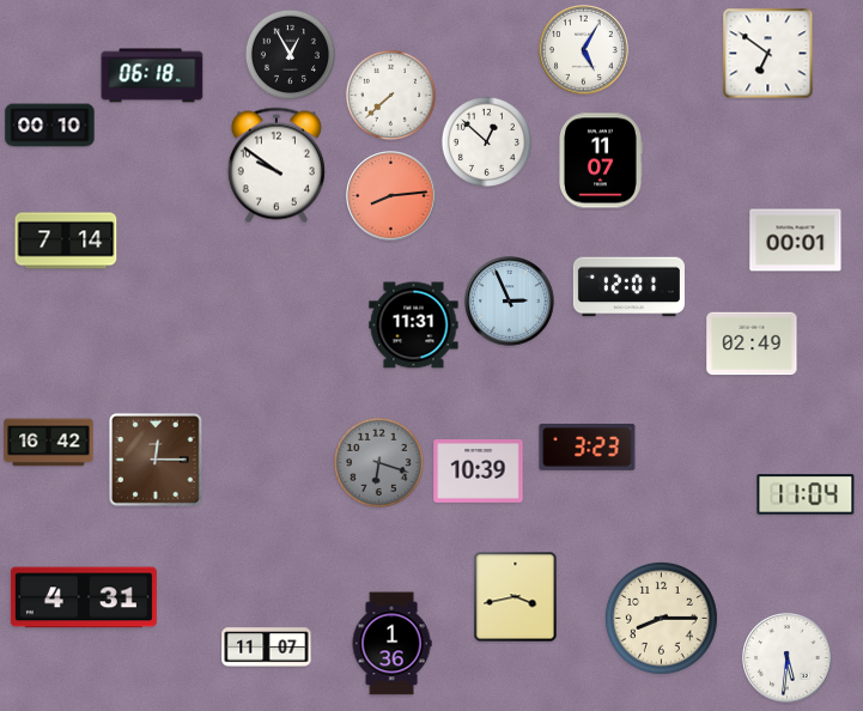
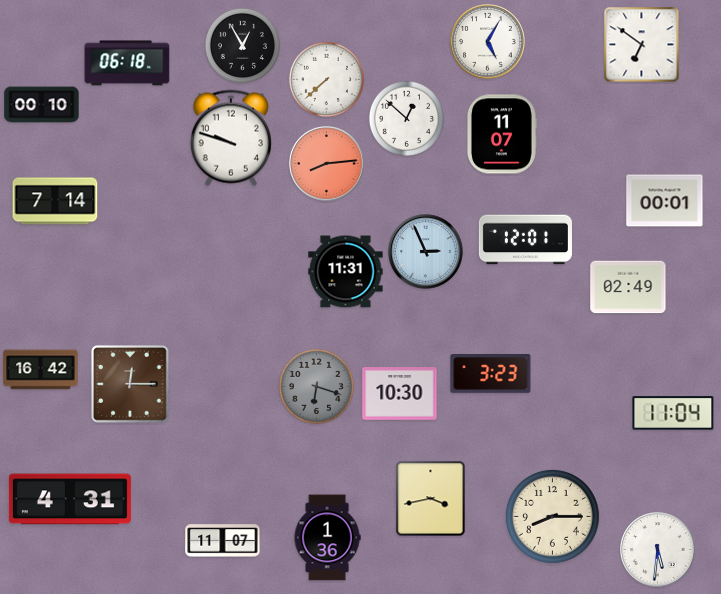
clock at (276, 165): 9:51 -> 9:48
clock at (479, 472): 10:39 -> 10:30
